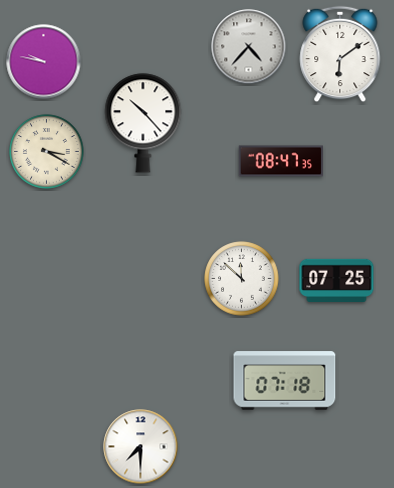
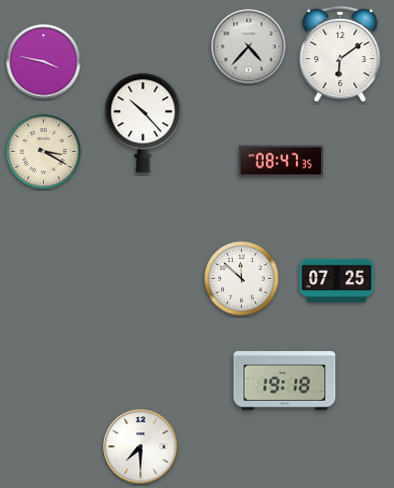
clock at (44, 62): 9:47 -> 3:47
clock at (47, 152) position: (47, 152) -> (44, 152)
clock at (285, 381): 07:18 -> 19:18
